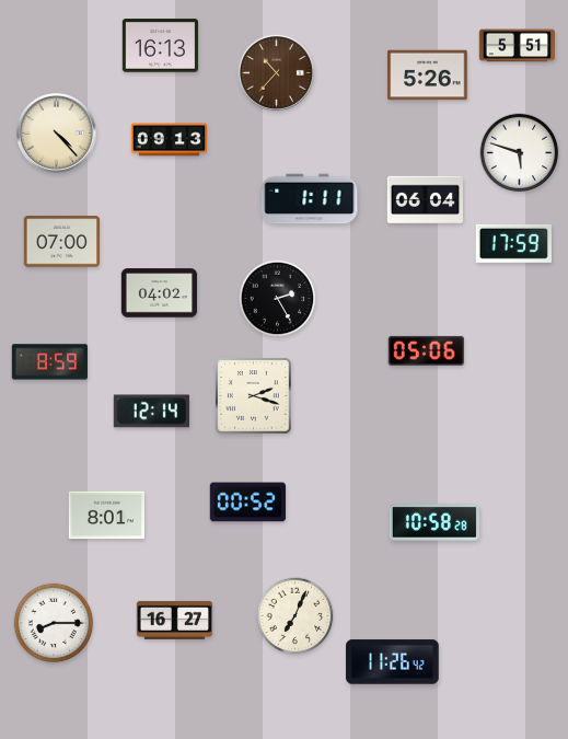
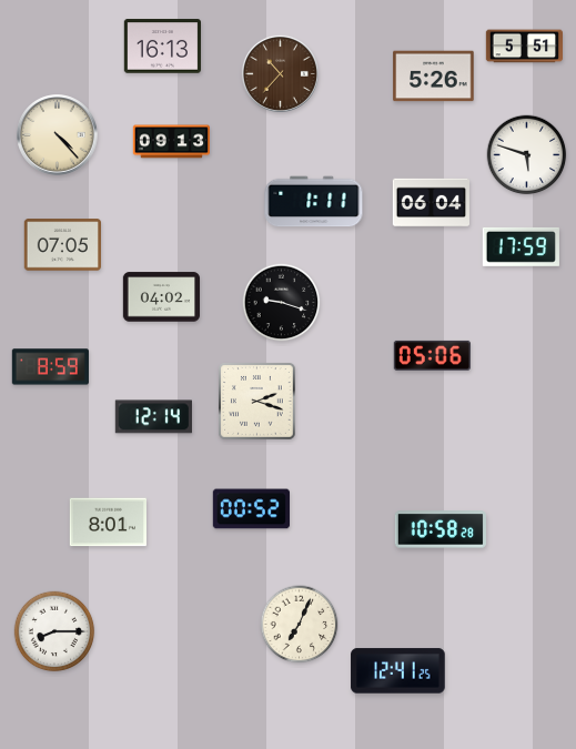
clock at (61, 242): 07:00 -> 07:05
clock at (278, 299): 2:25 -> 9:18
clock at (174, 620): 16:27 -> none
clock at (393, 662): 11:26 -> 12:41
